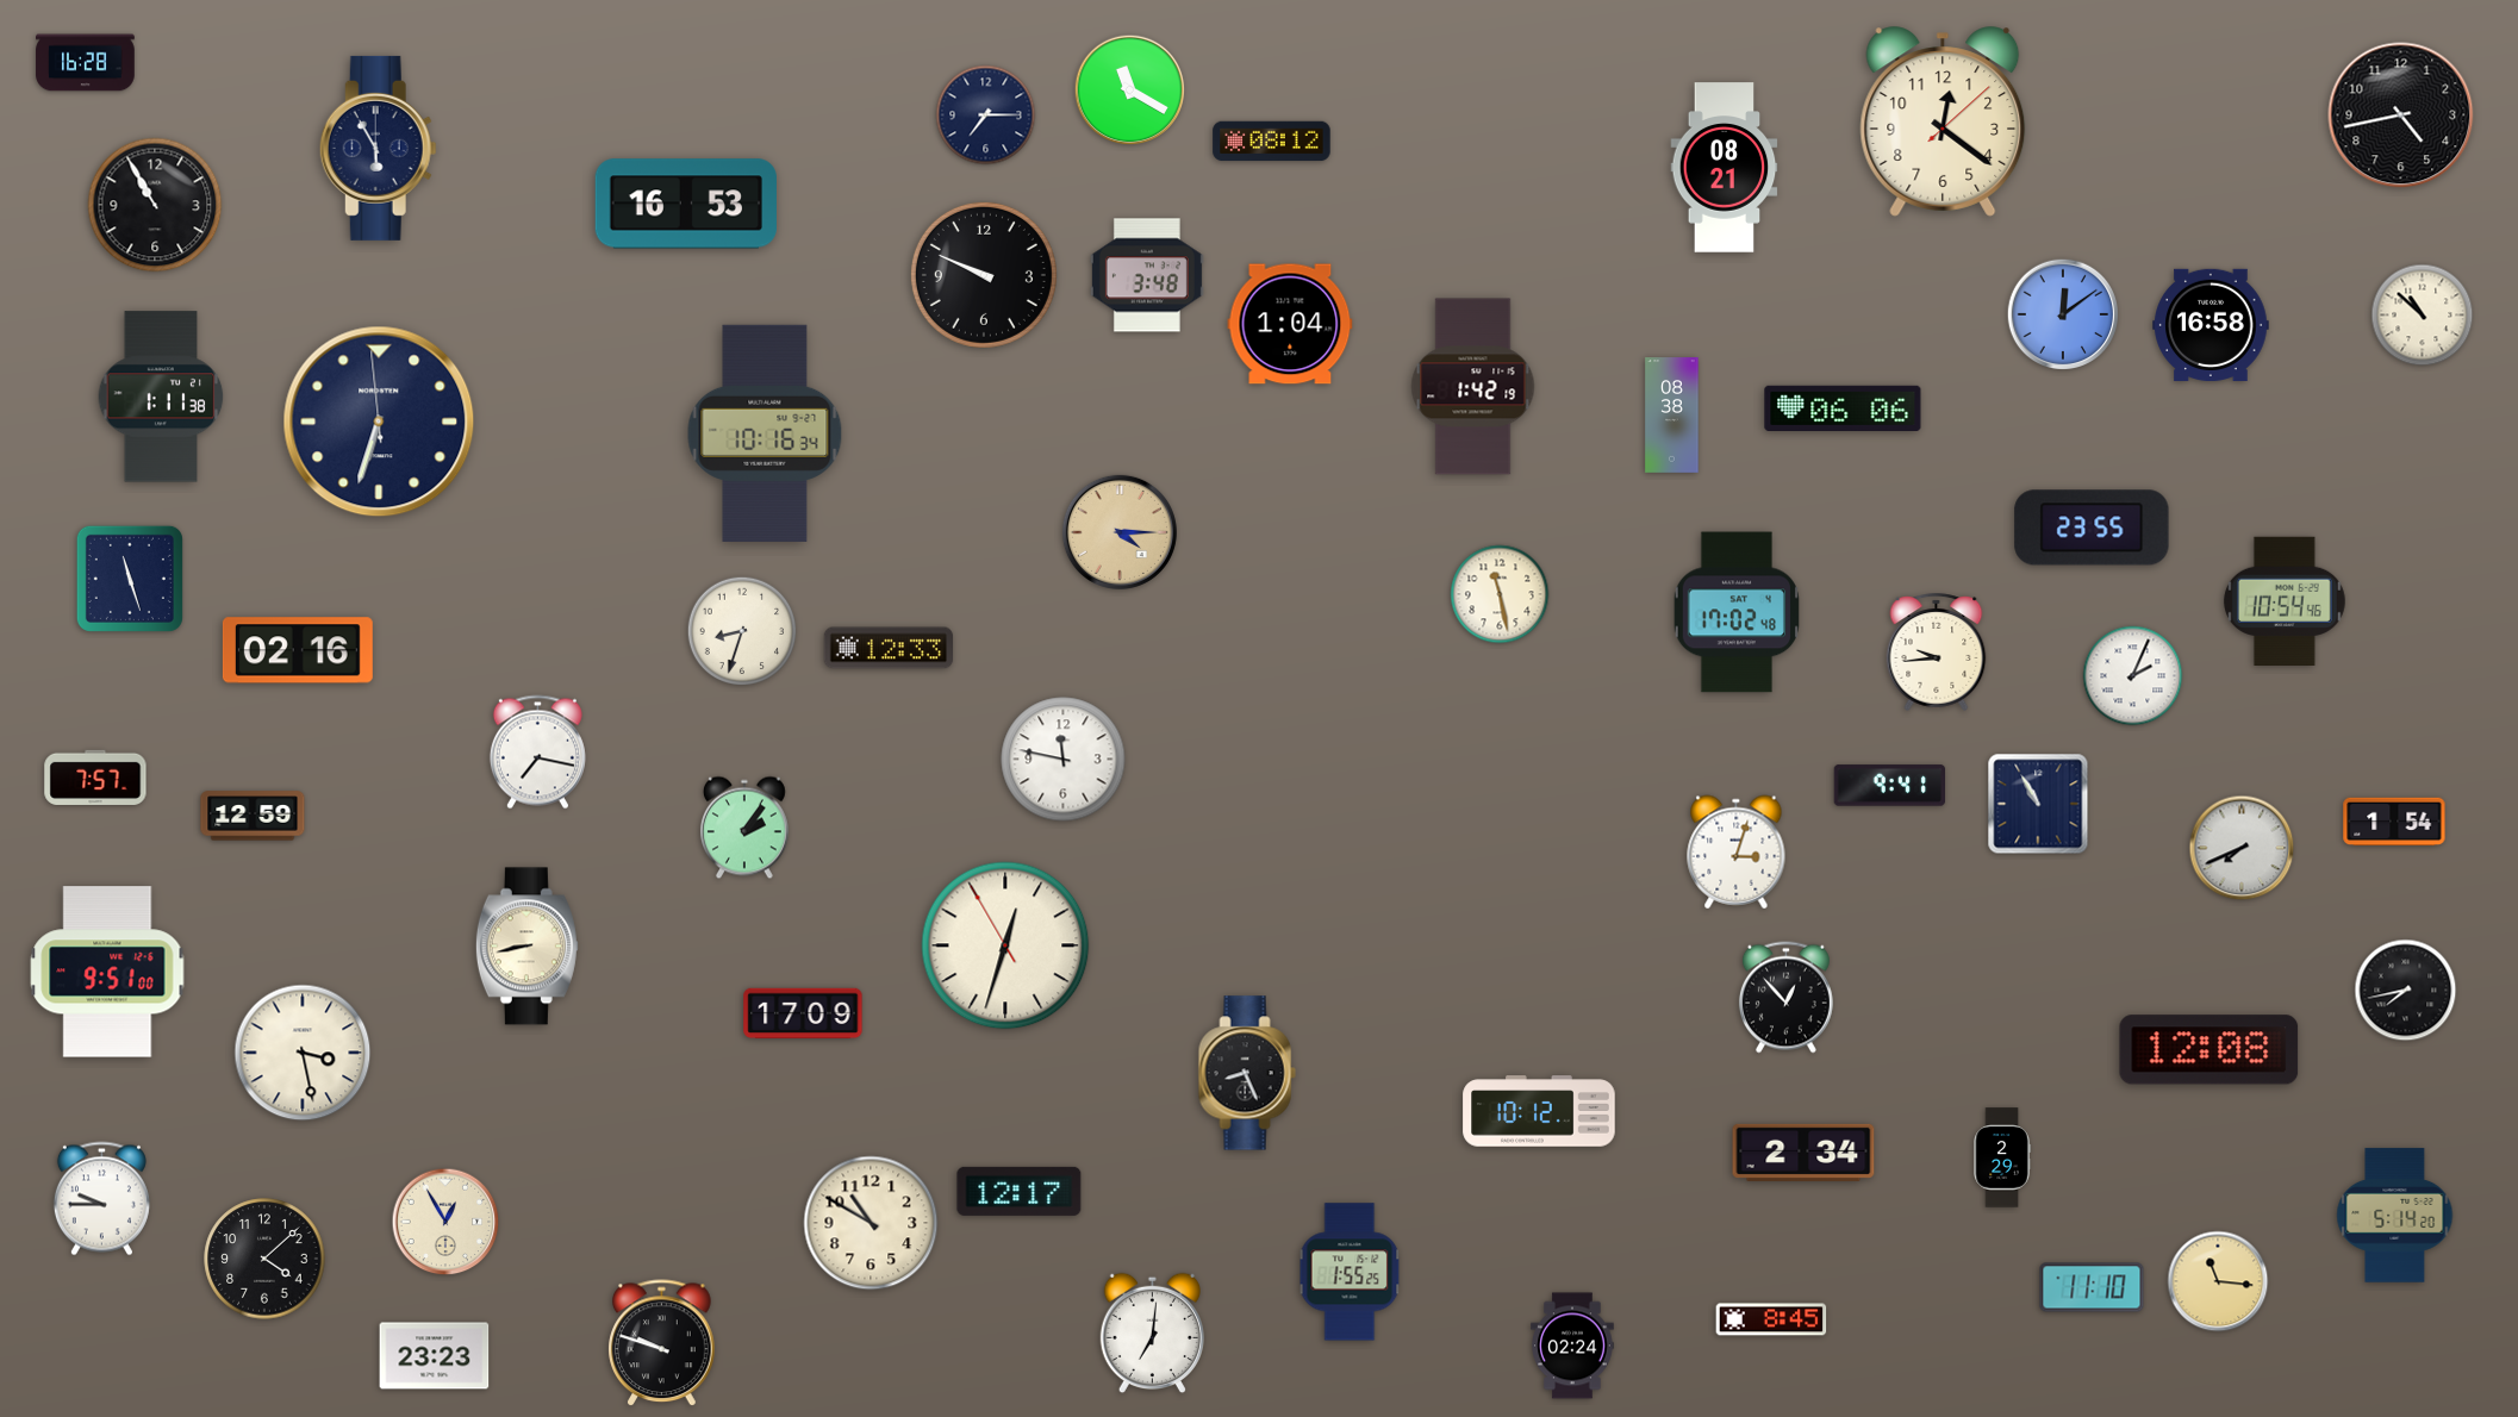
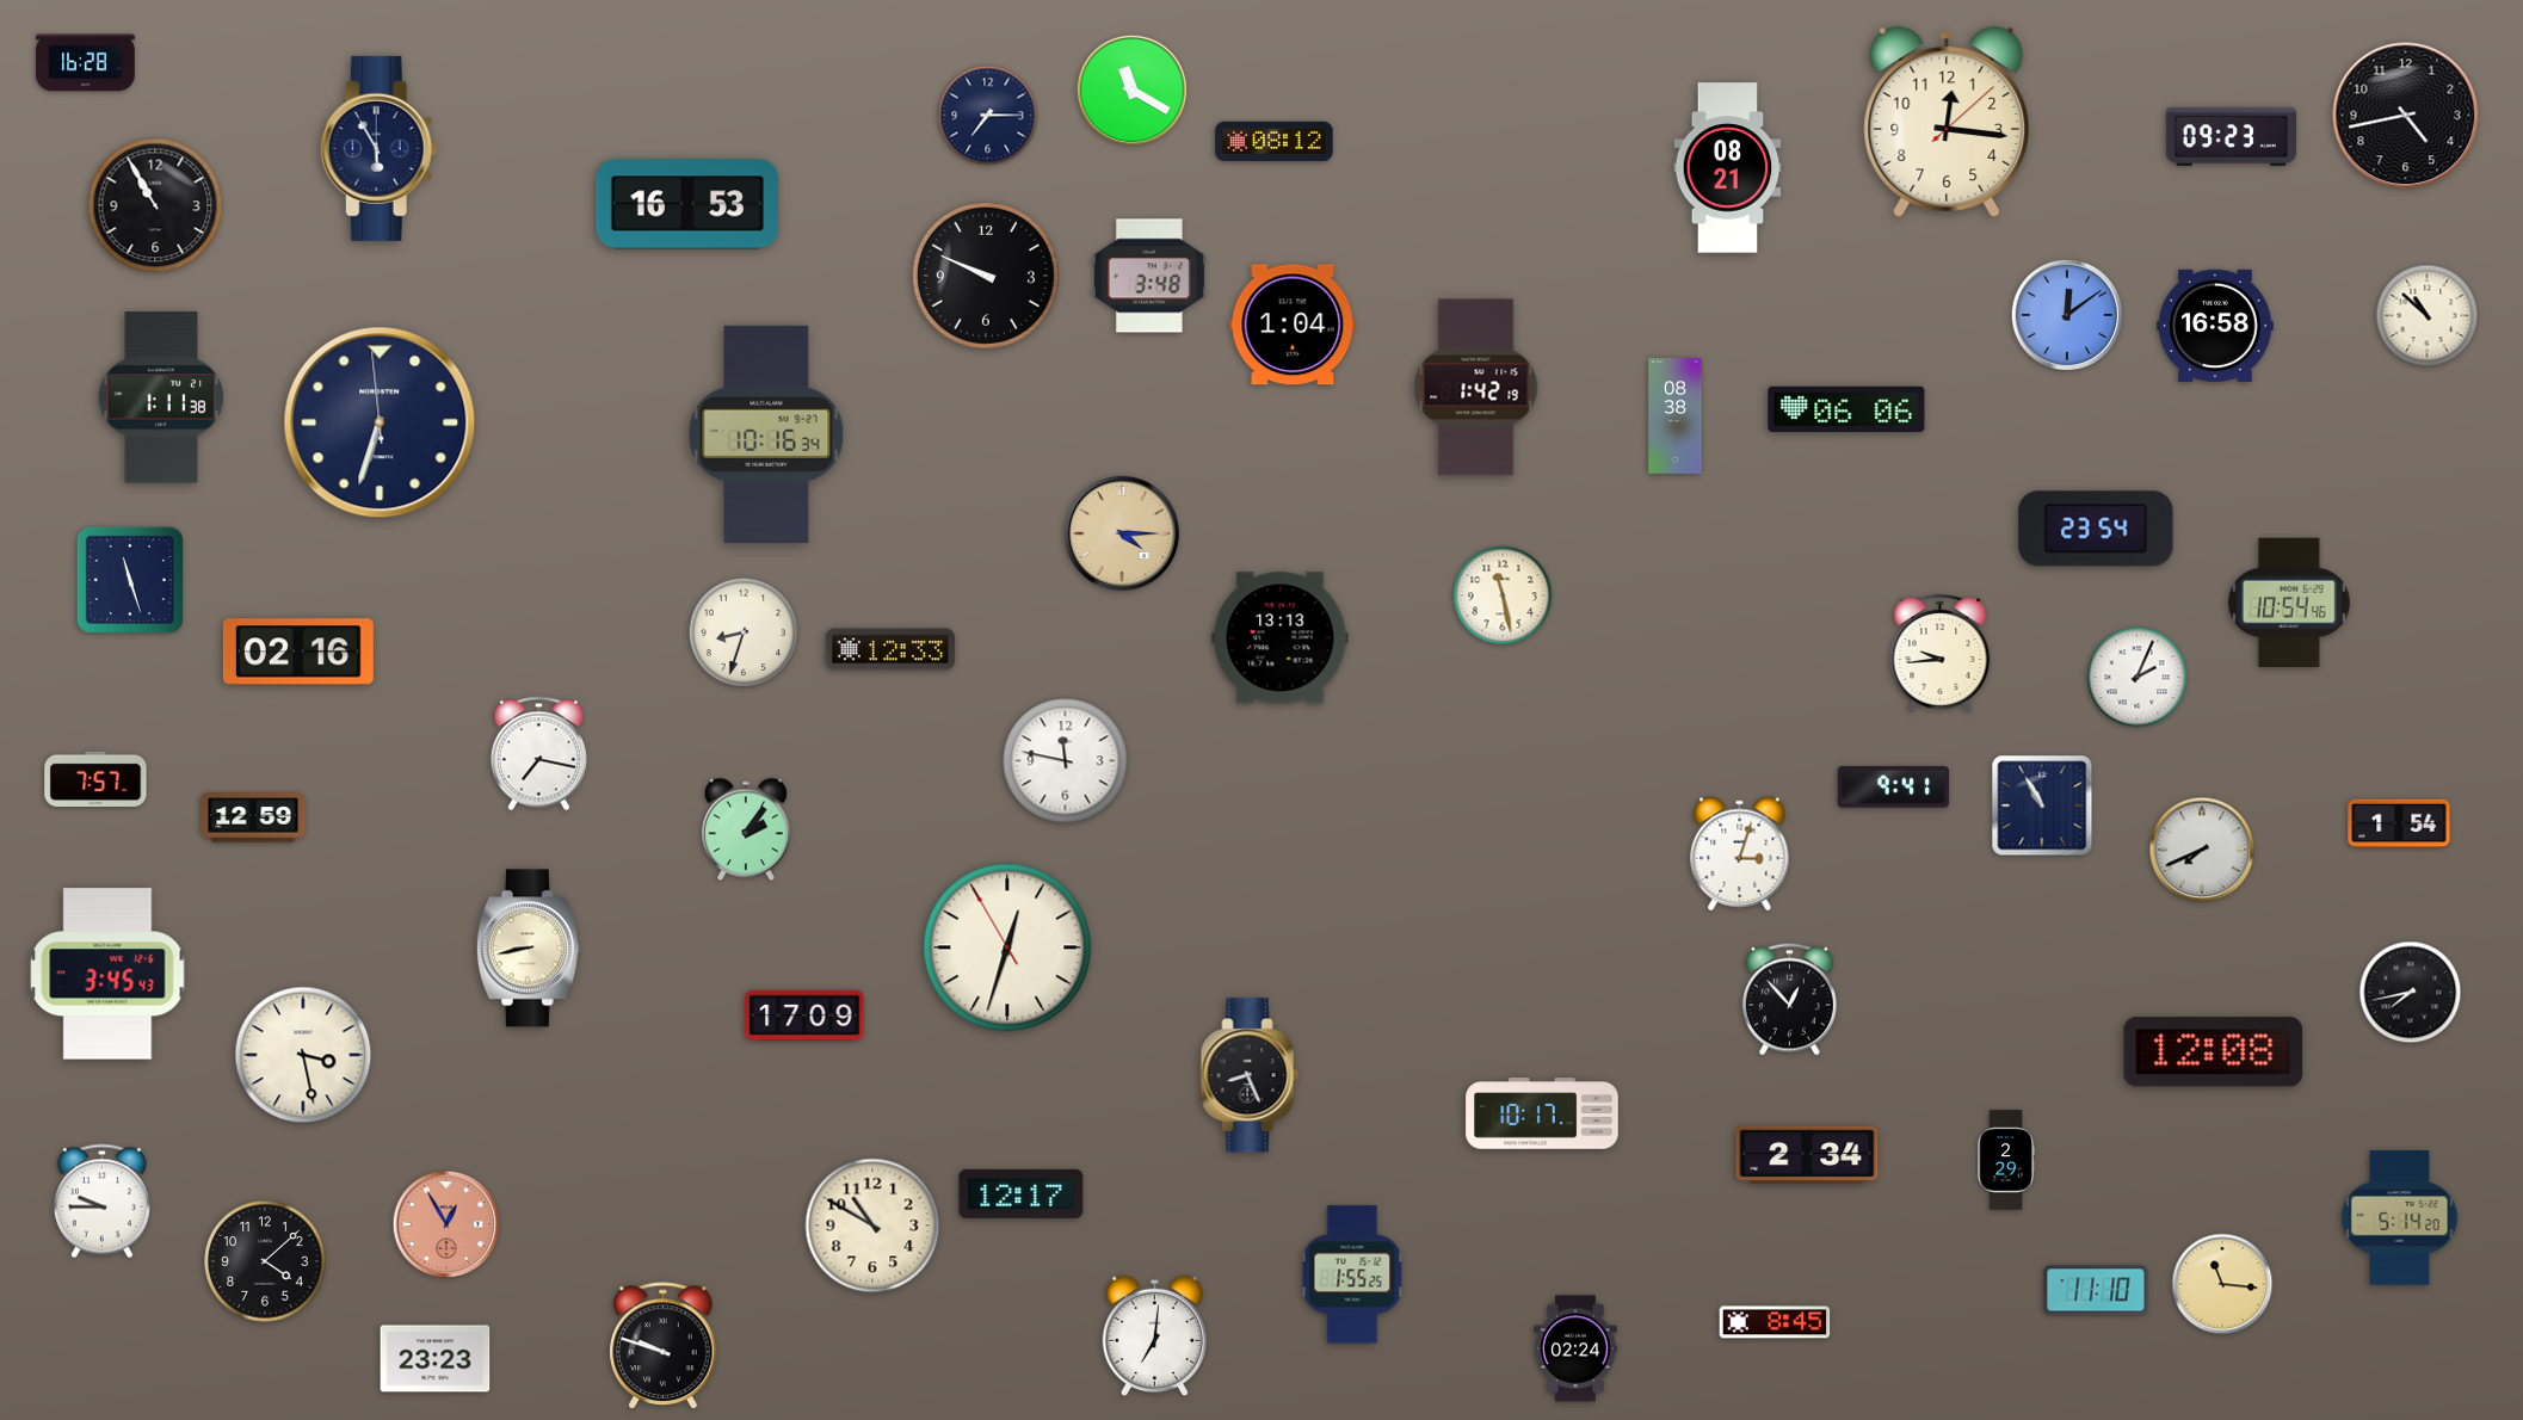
clock at (1943, 121): 12:21 -> 12:16
clock at (2231, 136): none -> 09:23
clock at (2092, 528): 23:55 -> 23:54
clock at (1737, 612): 17:02 -> none
clock at (1281, 638): none -> 13:13
clock at (2242, 848) position: (2242, 848) -> (2202, 850)
clock at (107, 972): 9:51 -> 3:45
clock at (1539, 1111): 10:12 -> 10:17
clock at (445, 1222) dial: cream -> salmon
